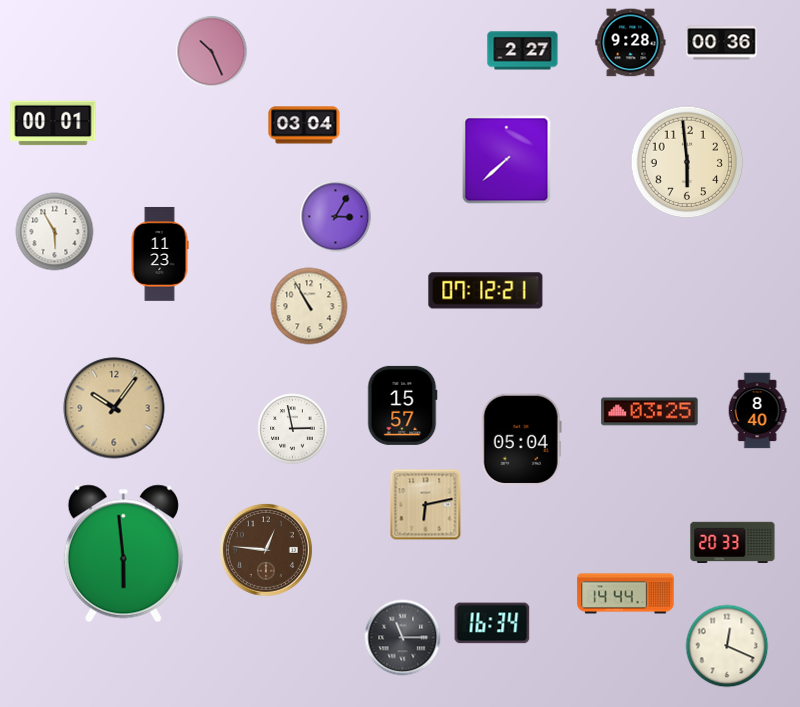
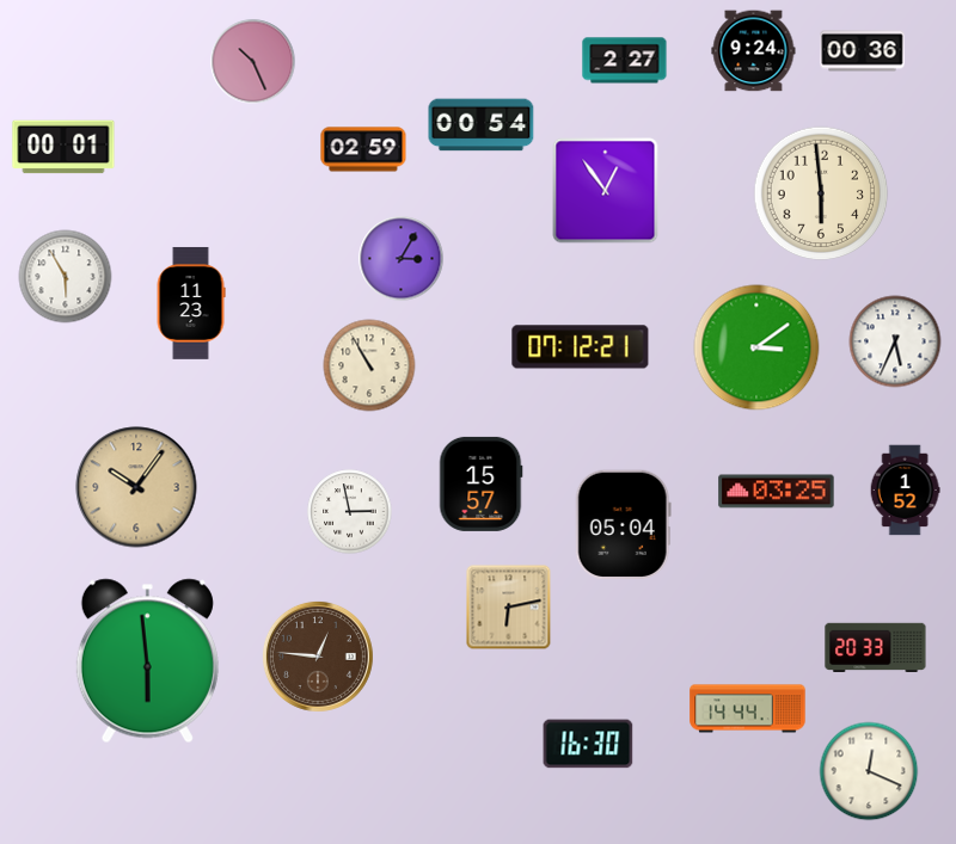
clock at (631, 43): 9:28 -> 9:24
clock at (482, 125): none -> 00:54
clock at (304, 125): 03:04 -> 02:59
clock at (507, 160): 7:38 -> 12:54
clock at (895, 341): none -> 5:34
clock at (756, 347): none -> 3:09
clock at (757, 411): 8:40 -> 1:52
clock at (426, 505) position: (426, 505) -> (509, 608)
clock at (492, 623): 16:34 -> 16:30
clock at (403, 638): 11:15 -> none
